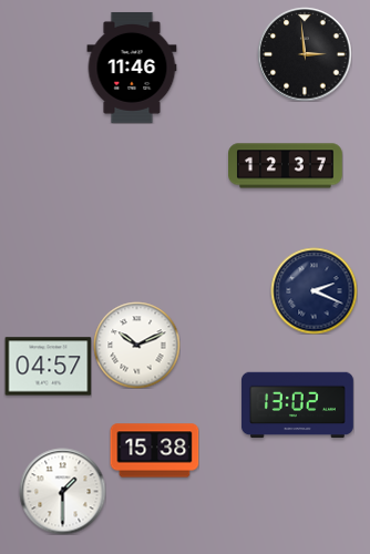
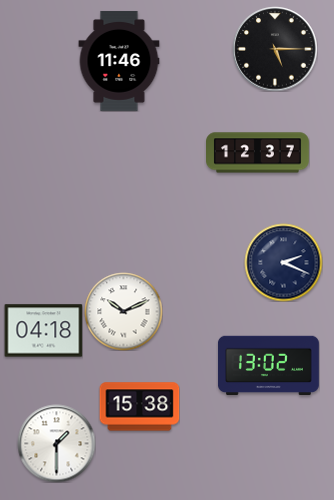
clock at (305, 54): 2:59 -> 5:15
clock at (286, 166) position: (286, 166) -> (258, 153)
clock at (48, 367): 04:57 -> 04:18
